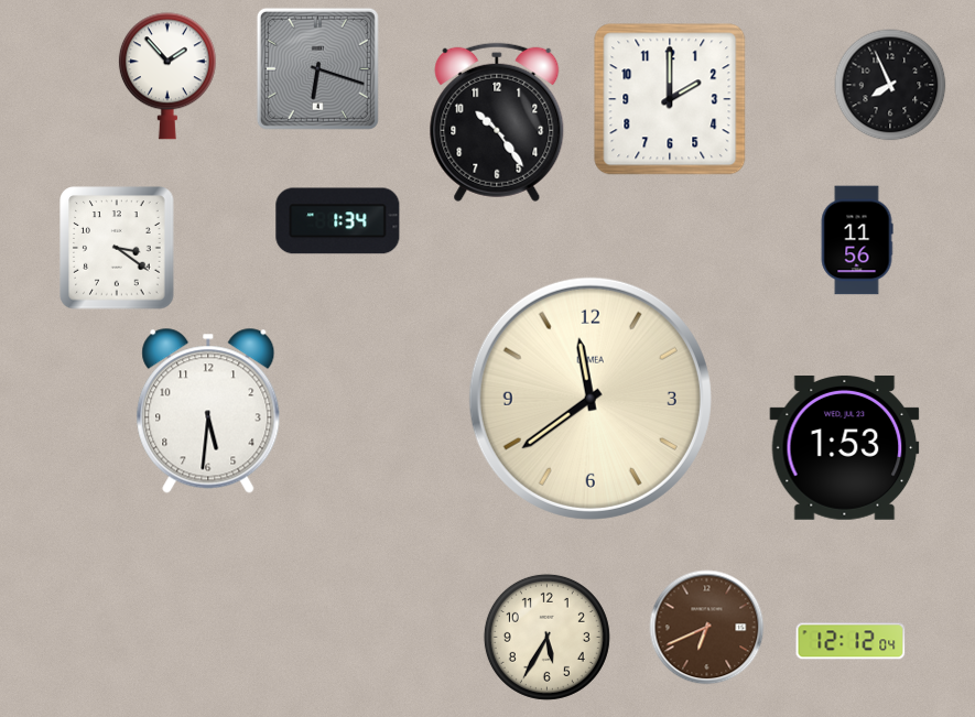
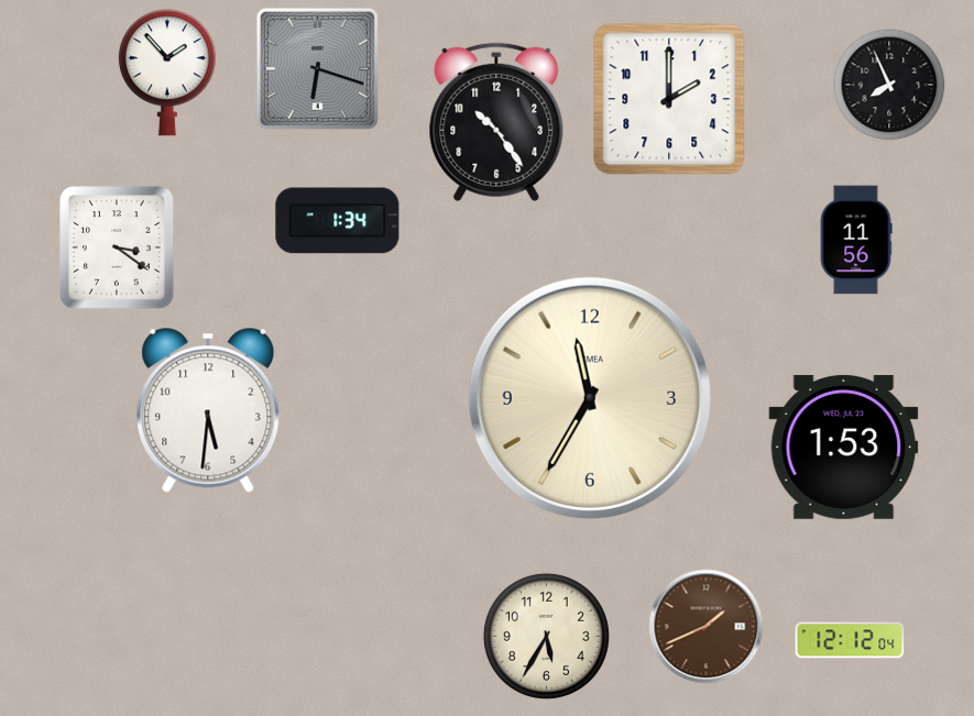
clock at (167, 76) position: (167, 76) -> (167, 73)
clock at (591, 399): 11:39 -> 11:35
clock at (707, 628): 6:41 -> 1:41
